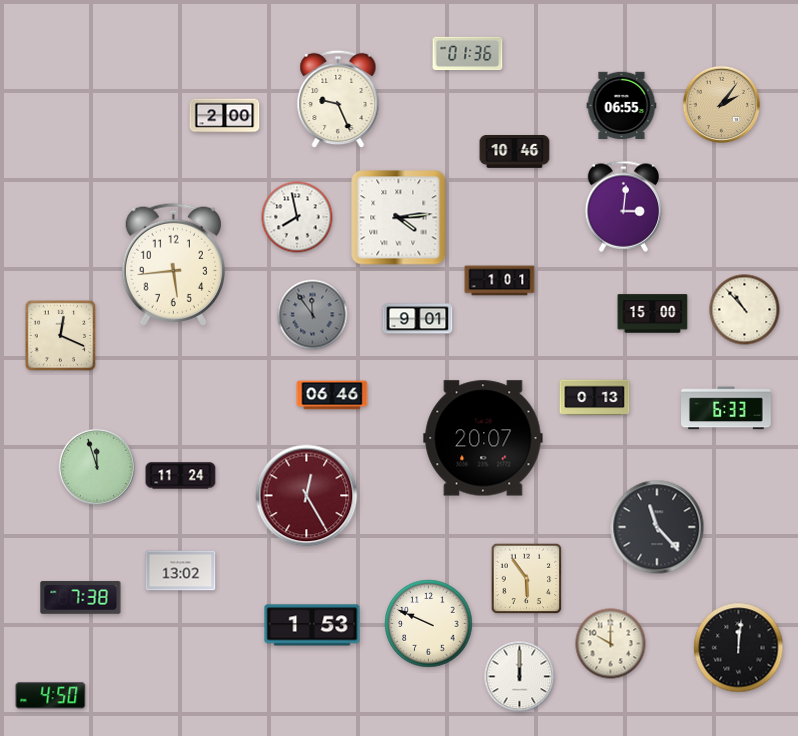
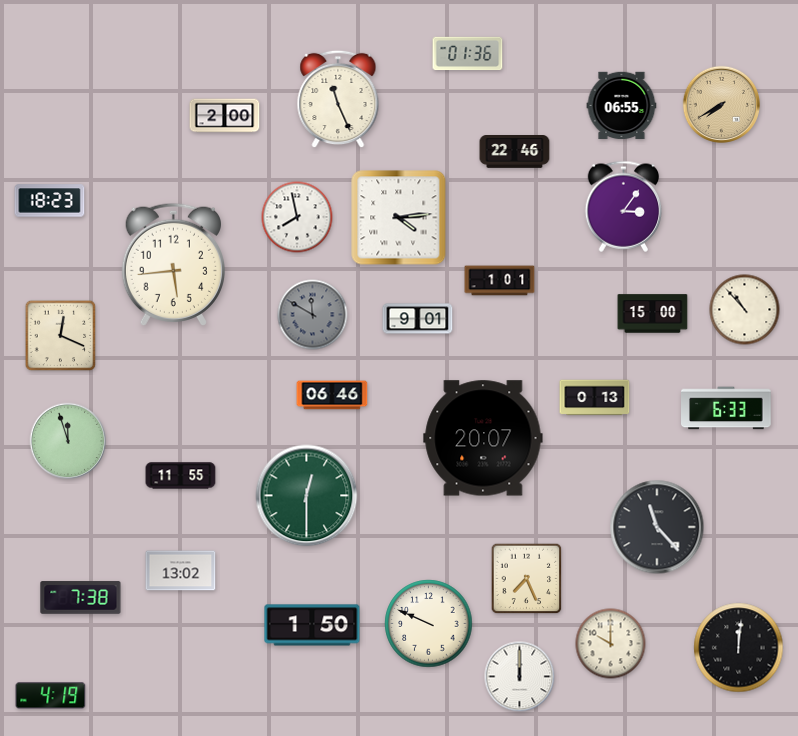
clock at (338, 99): 9:26 -> 11:26
clock at (722, 105): 2:06 -> 7:40
clock at (515, 152): 10:46 -> 22:46
clock at (50, 201): none -> 18:23
clock at (624, 206): 3:01 -> 3:06
clock at (313, 315): 11:54 -> 11:50
clock at (97, 467) position: (97, 467) -> (68, 441)
clock at (181, 476): 11:24 -> 11:55
clock at (307, 496): 12:25 -> 12:30
clock at (307, 496) dial: burgundy -> green
clock at (527, 579): 5:54 -> 7:26
clock at (312, 625): 1:53 -> 1:50
clock at (51, 696): 4:50 -> 4:19
